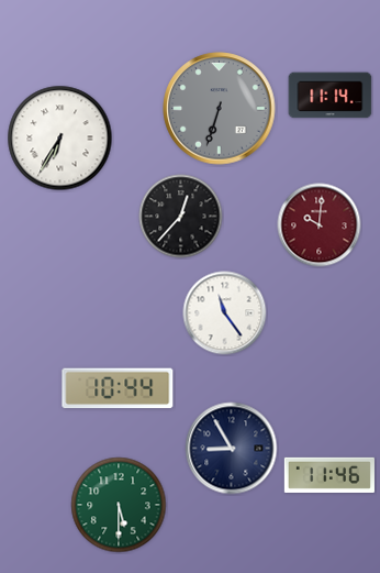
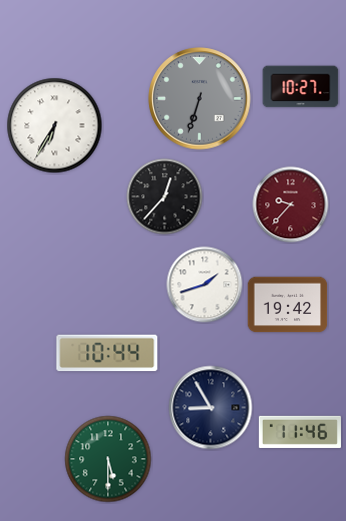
clock at (331, 96): 11:14 -> 10:27
clock at (320, 225): 10:01 -> 9:37
clock at (225, 313): 11:24 -> 1:42
clock at (288, 305): none -> 19:42
